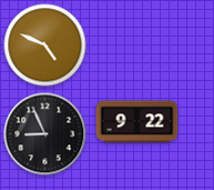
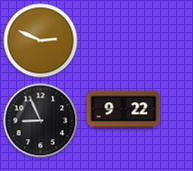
clock at (45, 46): 4:49 -> 2:49
